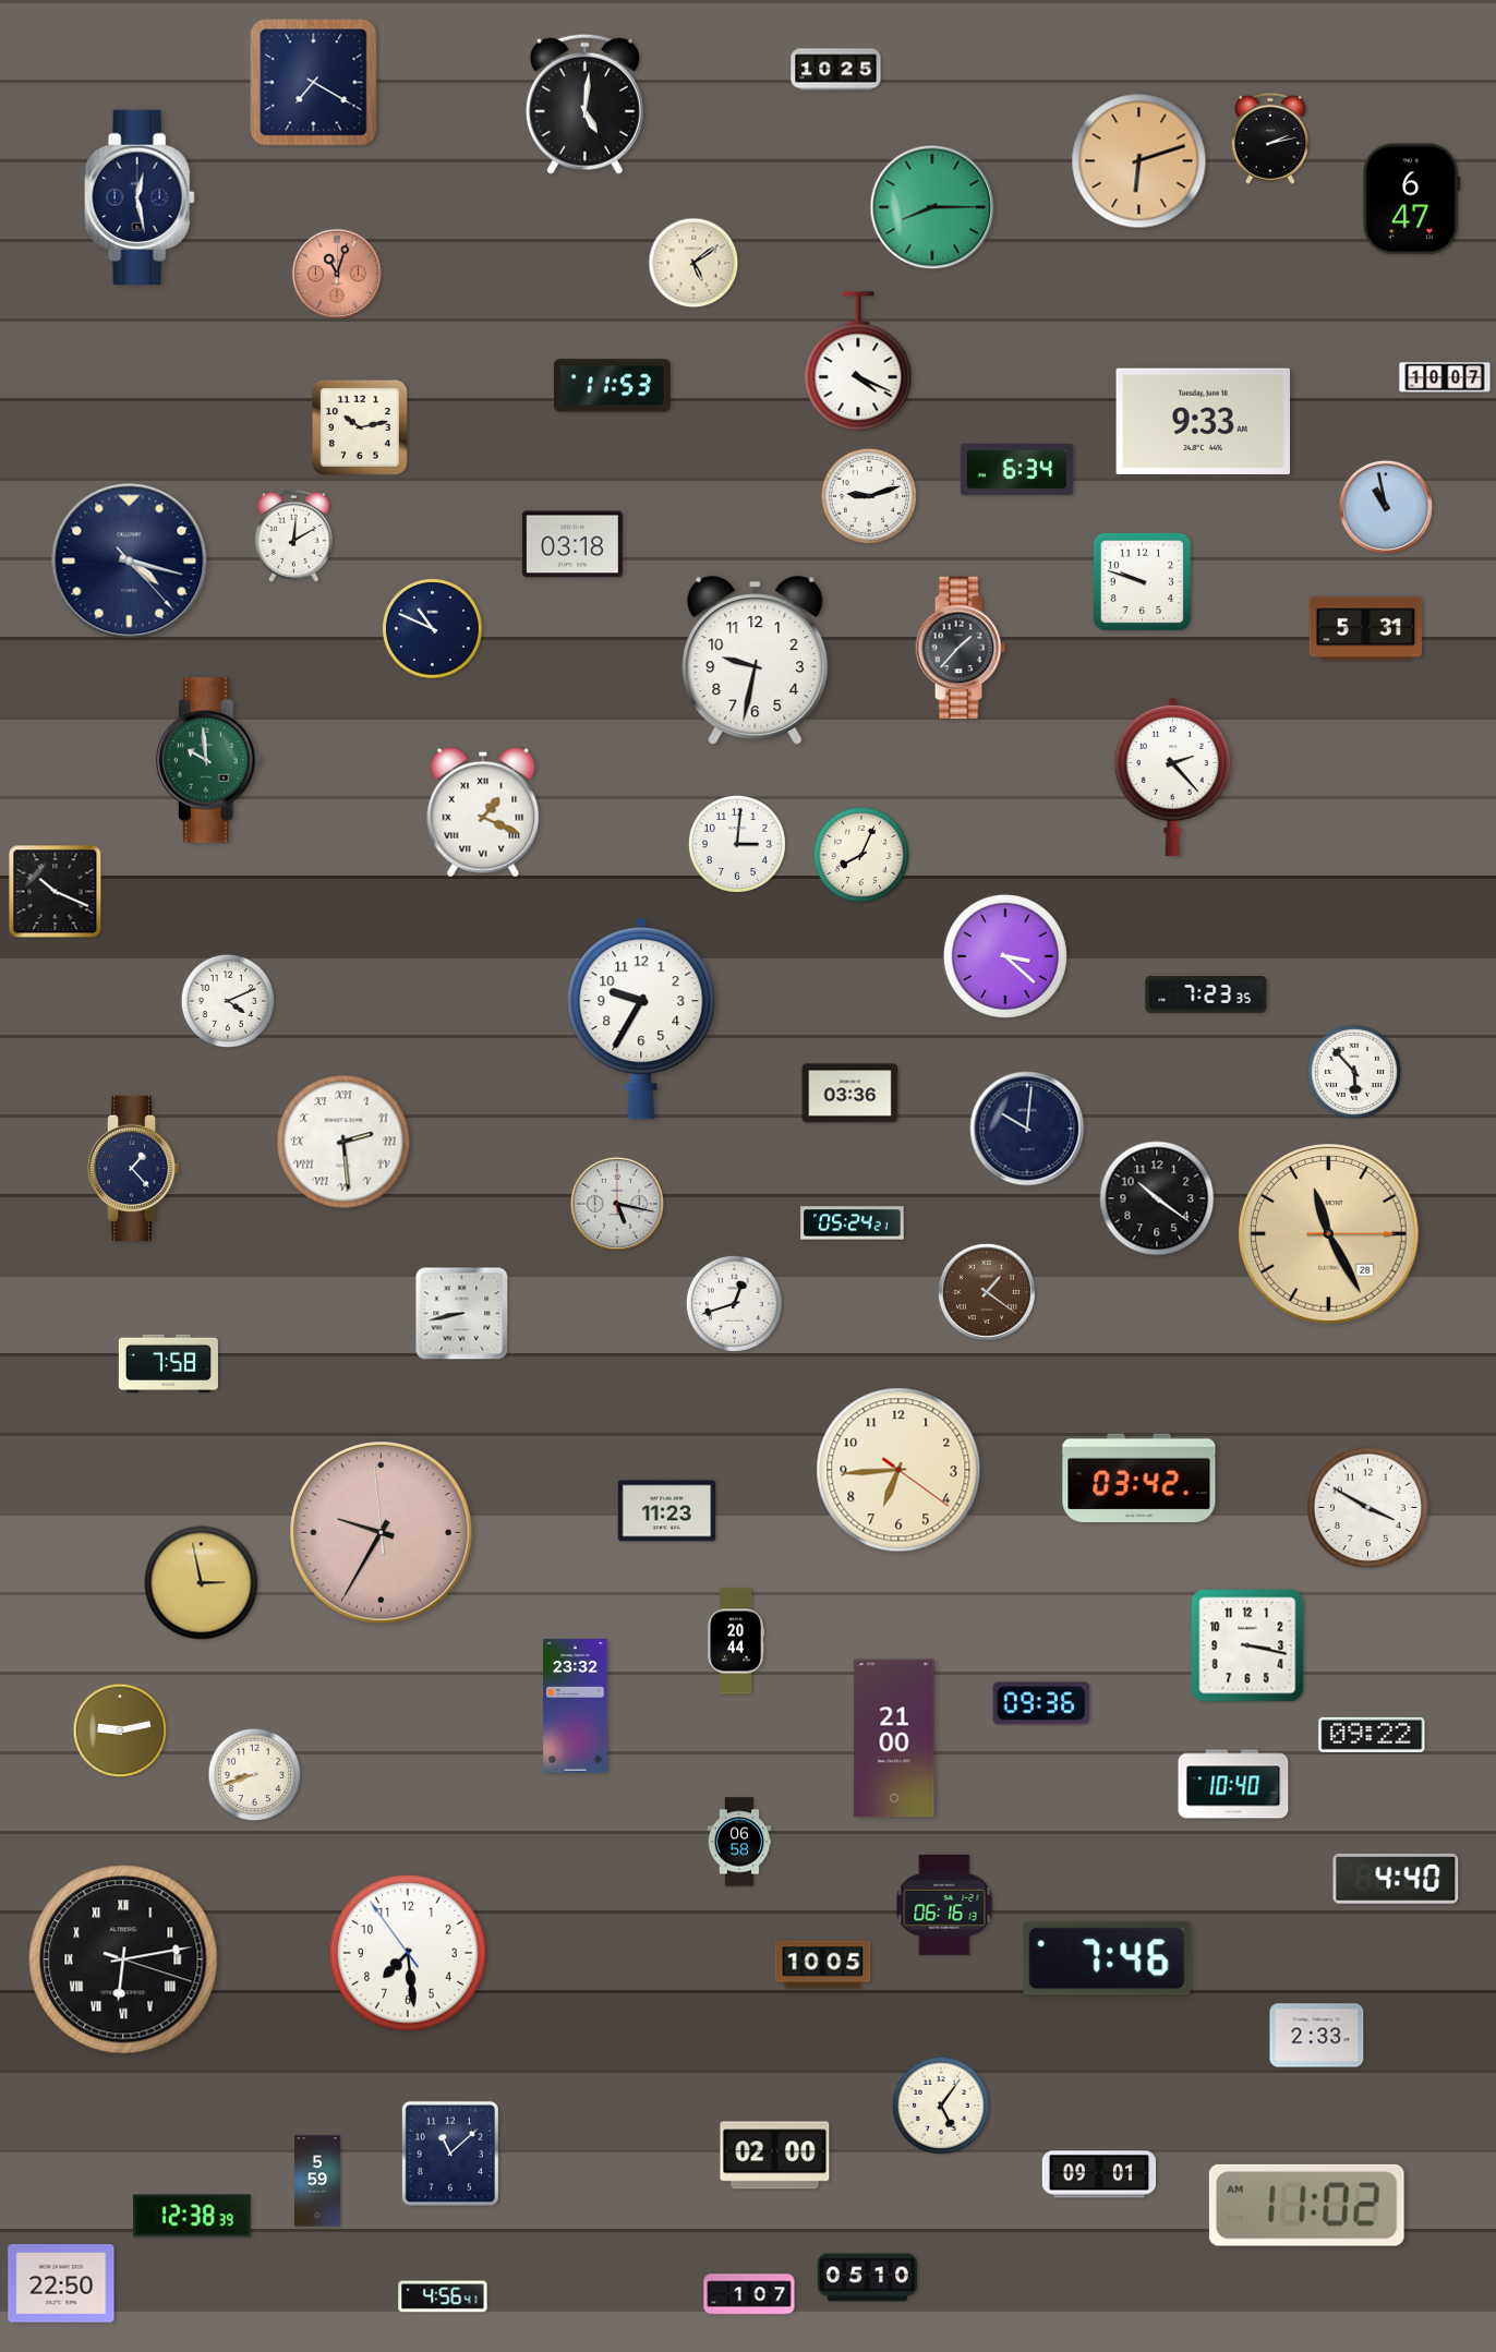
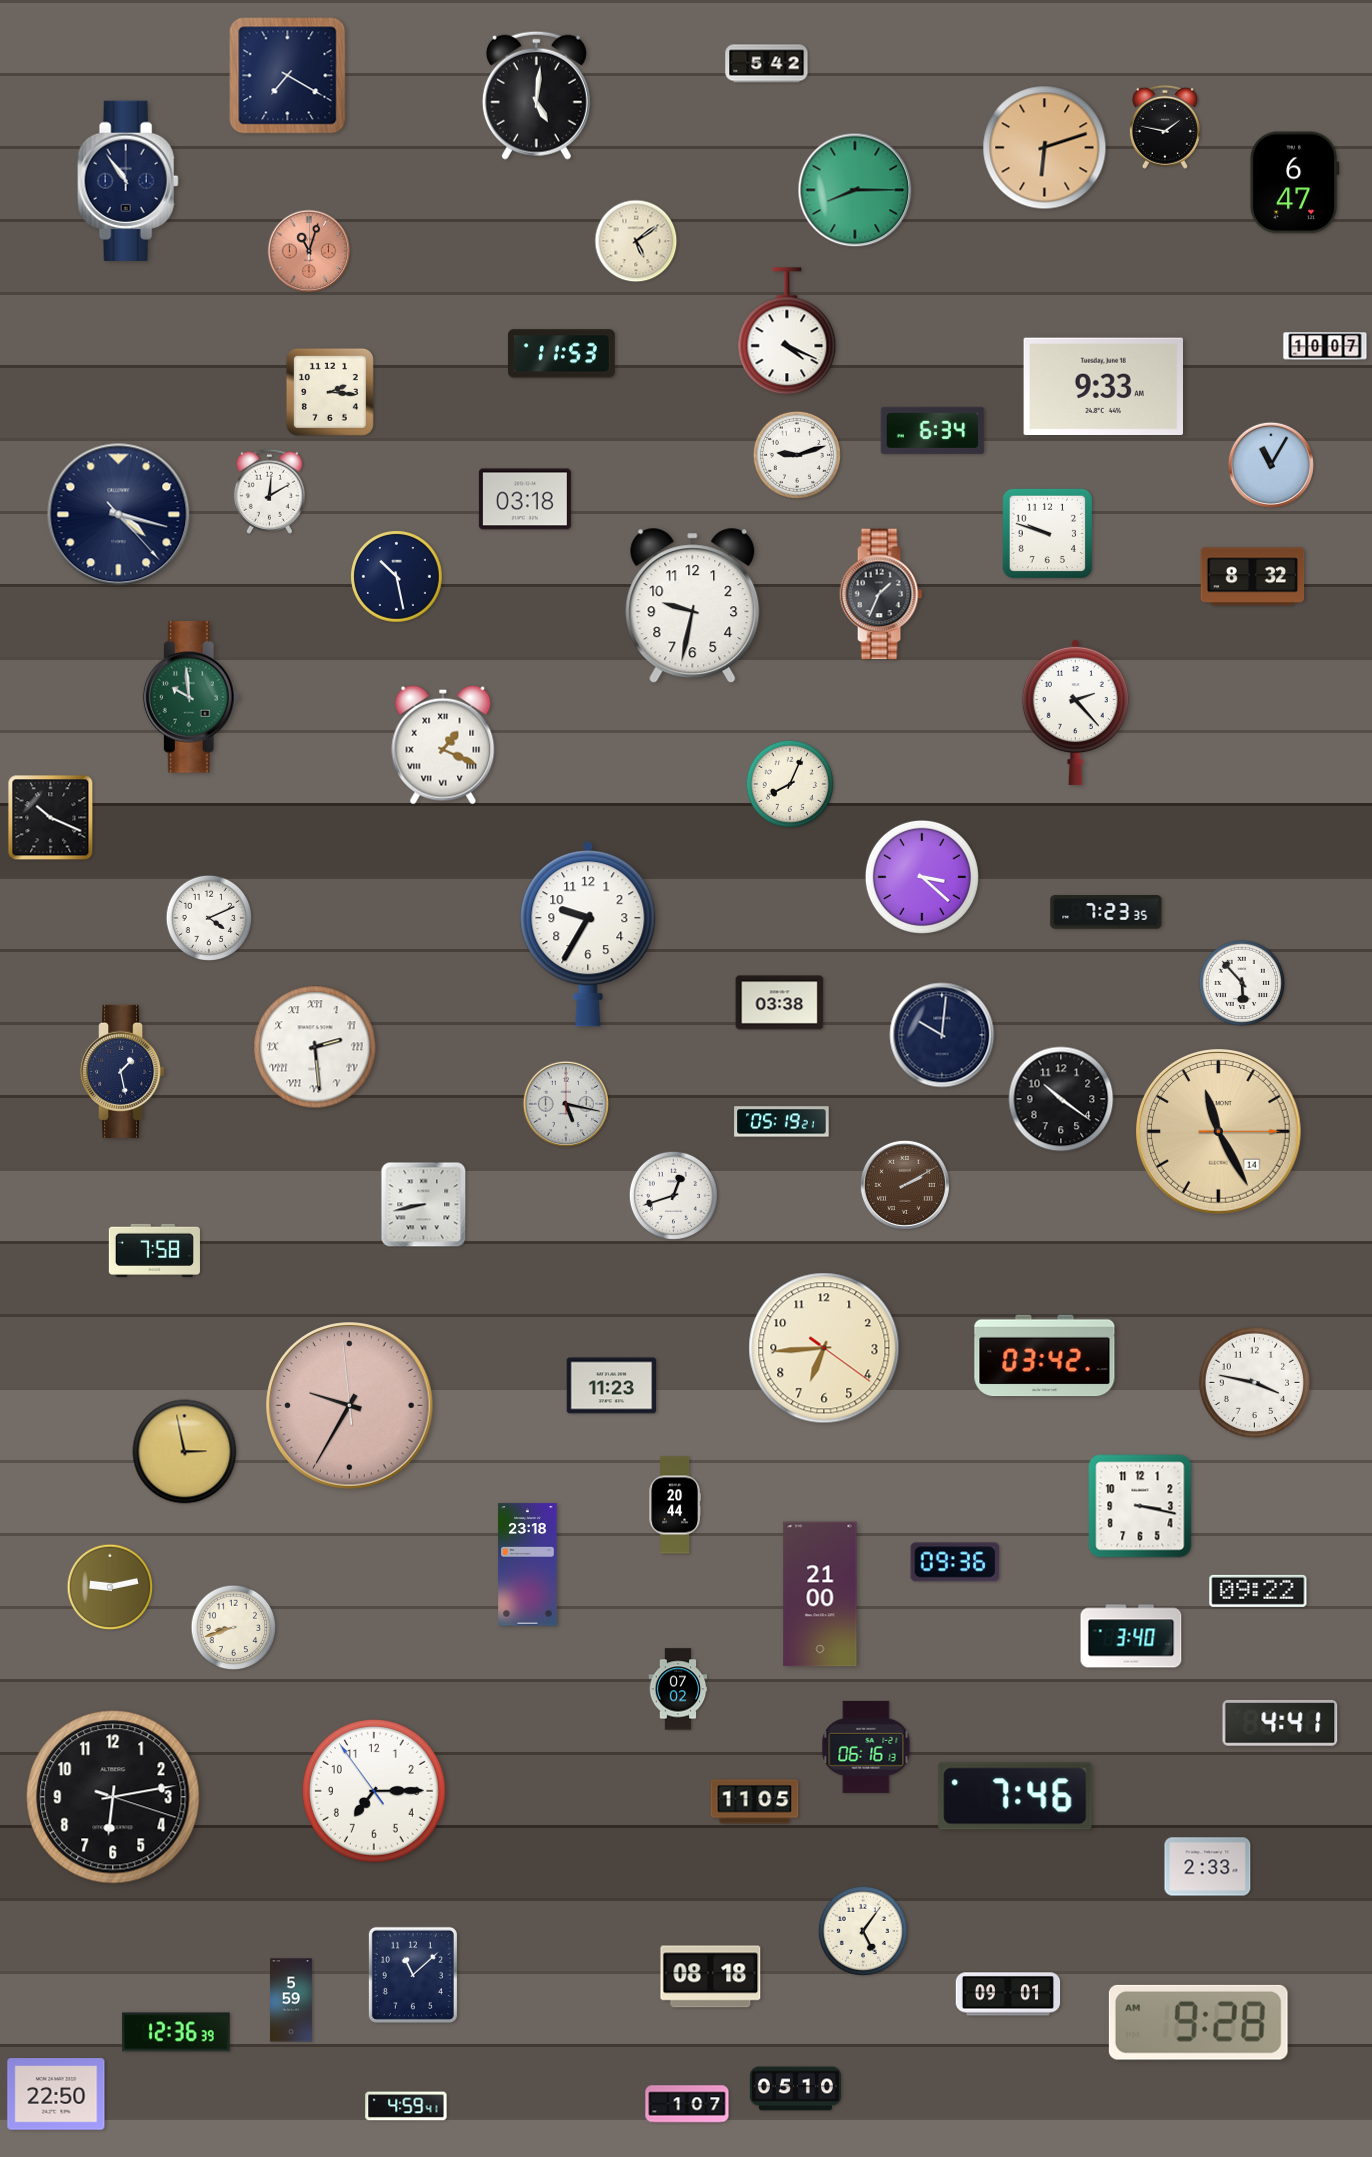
clock at (836, 70): 10:25 -> 5:42
clock at (1270, 138): 2:13 -> 1:47
clock at (140, 196): 12:28 -> 10:54
clock at (360, 427): 10:13 -> 2:16
clock at (1385, 506): 10:58 -> 11:05
clock at (433, 629): 10:49 -> 10:28
clock at (1366, 629): 5:31 -> 8:32
clock at (961, 648): 1:37 -> 1:34
clock at (737, 844): 3:01 -> none
clock at (850, 1094): 03:36 -> 03:38
clock at (135, 1168): 1:23 -> 1:28
clock at (853, 1223): 05:24 -> 05:19
clock at (1329, 1234) date: 28 -> 14
clock at (987, 1292): 1:21 -> 2:10
clock at (1367, 1507): 3:50 -> 3:47
clock at (1247, 1645) position: (1247, 1645) -> (1140, 1506)
clock at (576, 1706): 23:32 -> 23:18
clock at (1233, 1784): 10:40 -> 3:40
clock at (739, 1842): 06:58 -> 07:02
clock at (1396, 1879): 4:40 -> 4:41
clock at (409, 1954): 7:28 -> 7:14
clock at (123, 1959) numerals: Roman -> Arabic
clock at (823, 1965): 10:05 -> 11:05
clock at (775, 2156): 02:00 -> 08:18
clock at (1306, 2205): 11:02 -> 9:28
clock at (192, 2216): 12:38 -> 12:36
clock at (443, 2296): 4:56 -> 4:59
